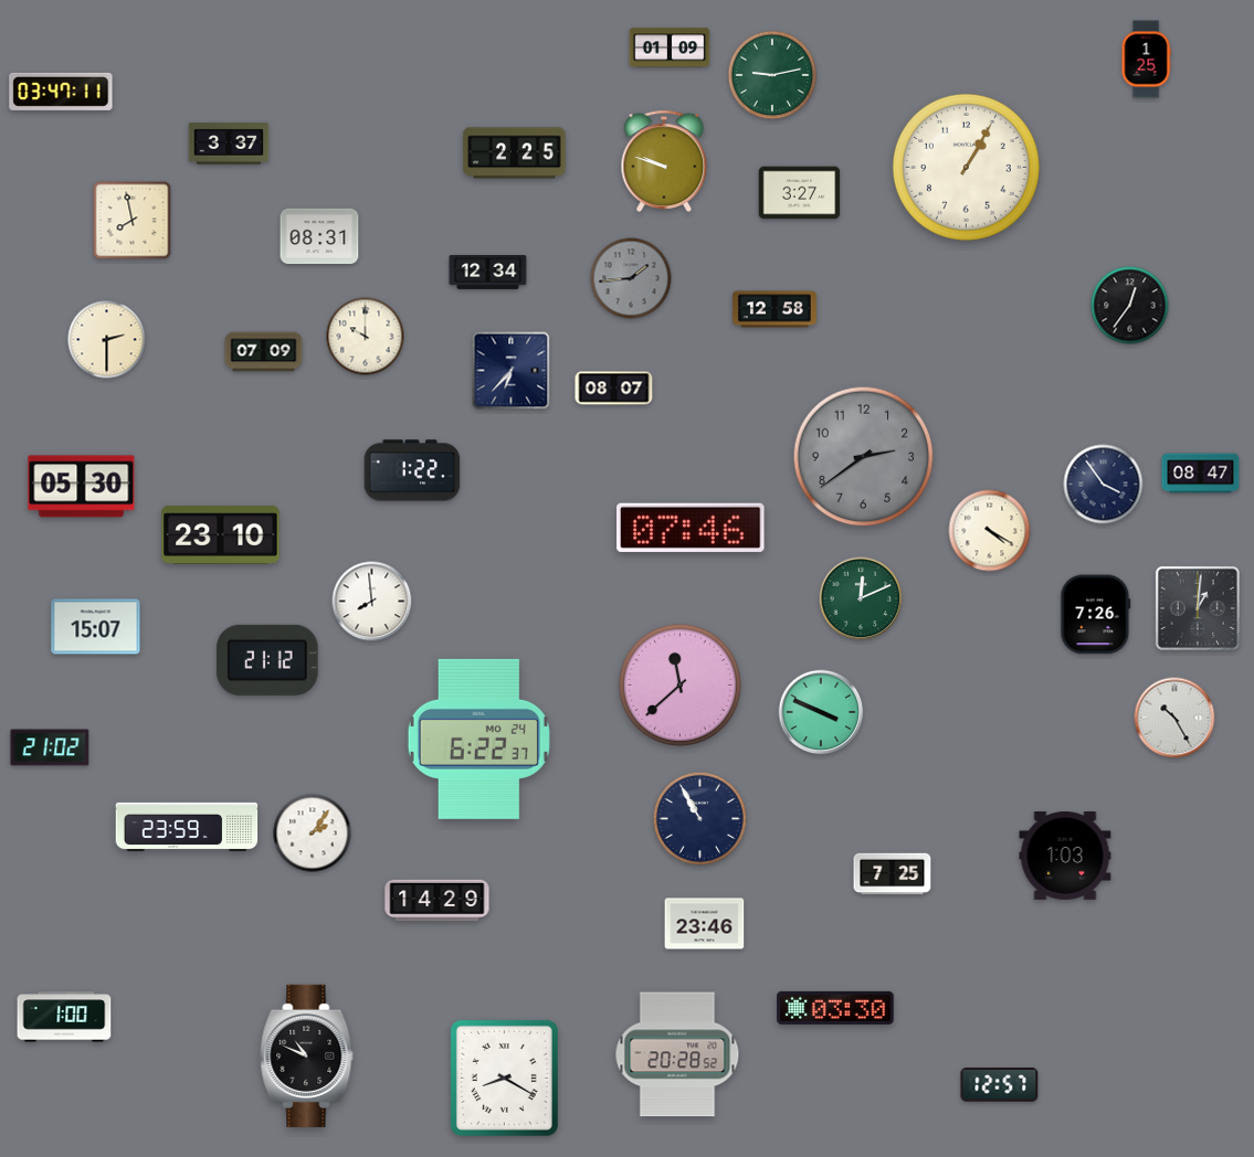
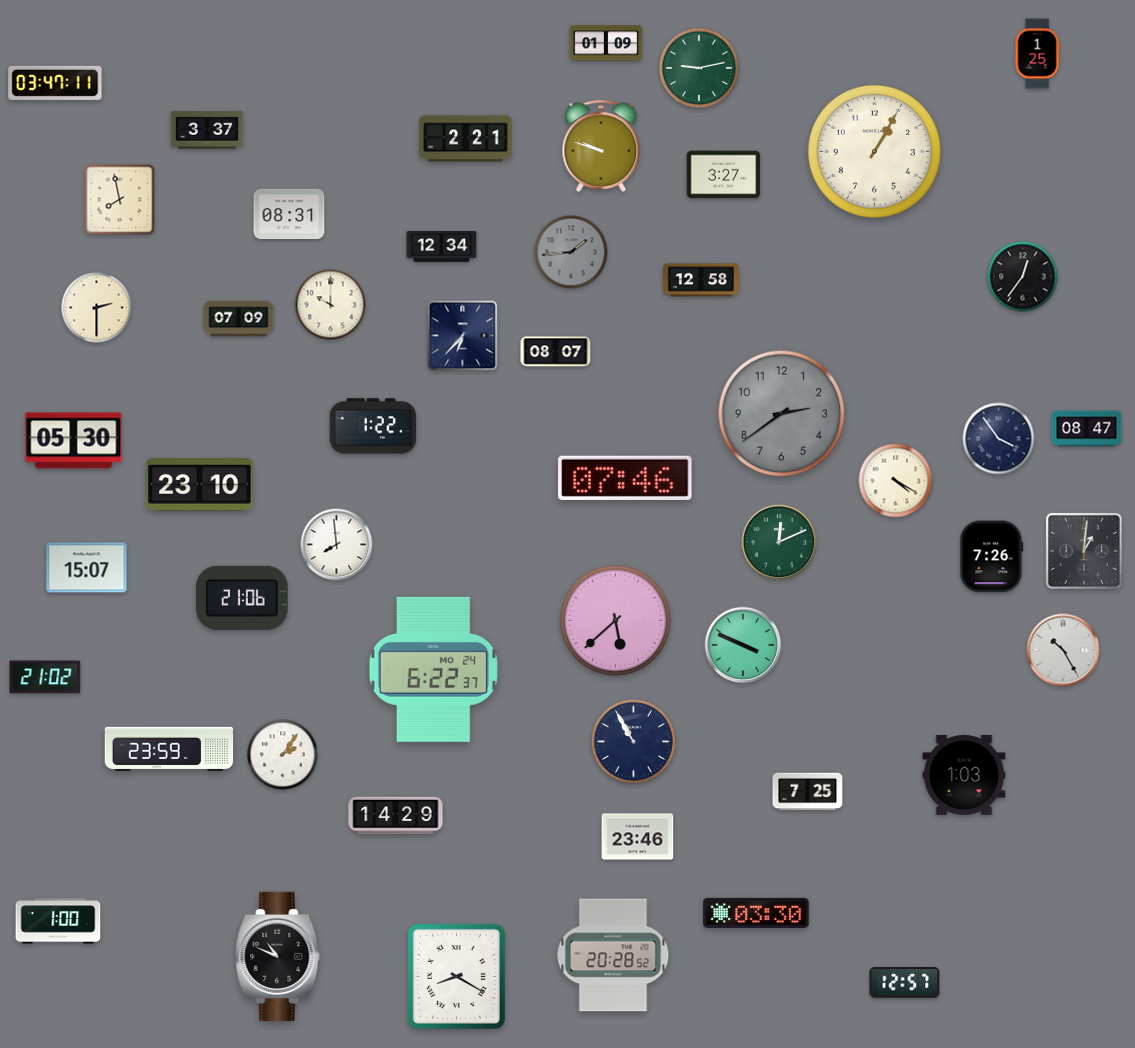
clock at (515, 153): 2:25 -> 2:21
clock at (267, 660): 21:12 -> 21:06
clock at (679, 684): 11:38 -> 5:38
